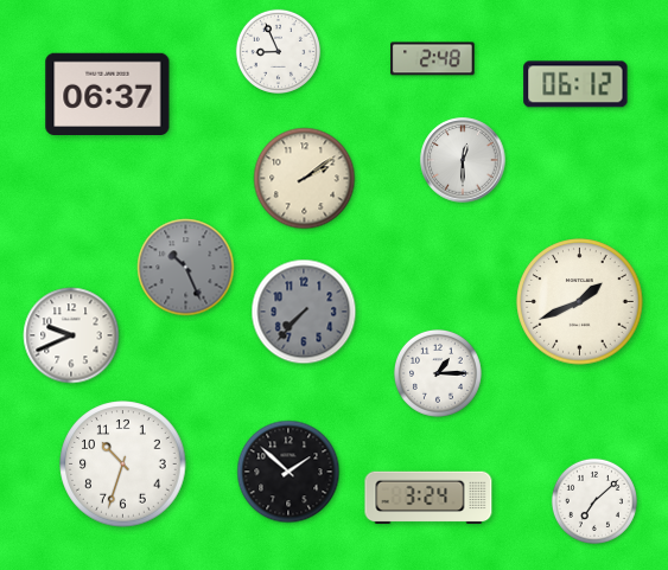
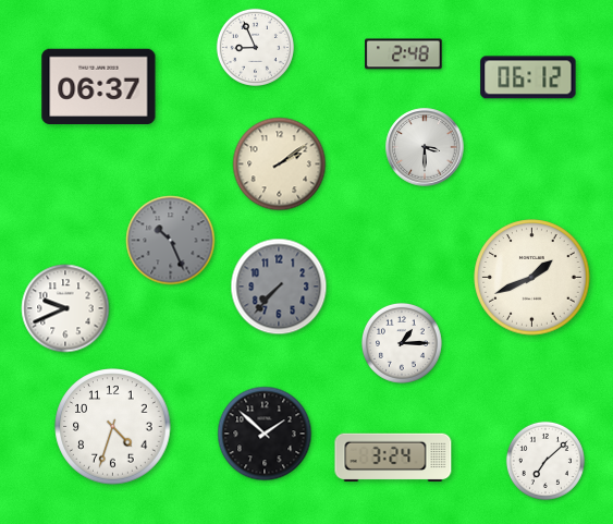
clock at (433, 59) position: (433, 59) -> (404, 54)
clock at (463, 160): 12:30 -> 3:30
clock at (186, 268) position: (186, 268) -> (171, 241)
clock at (123, 465): 10:33 -> 4:33
